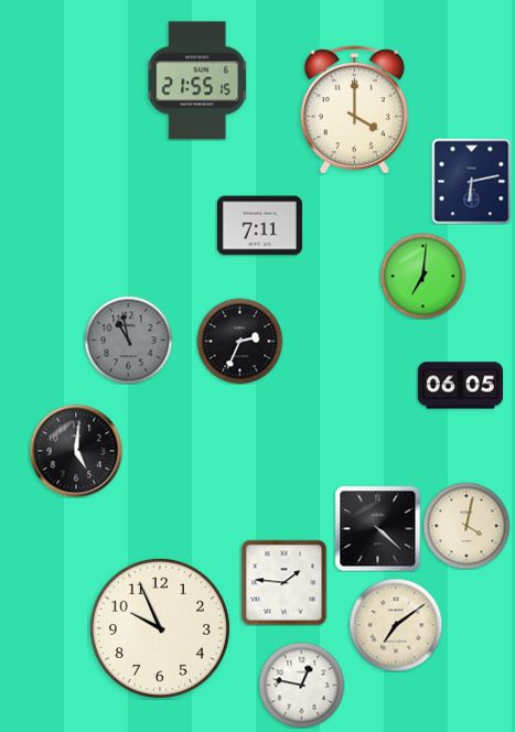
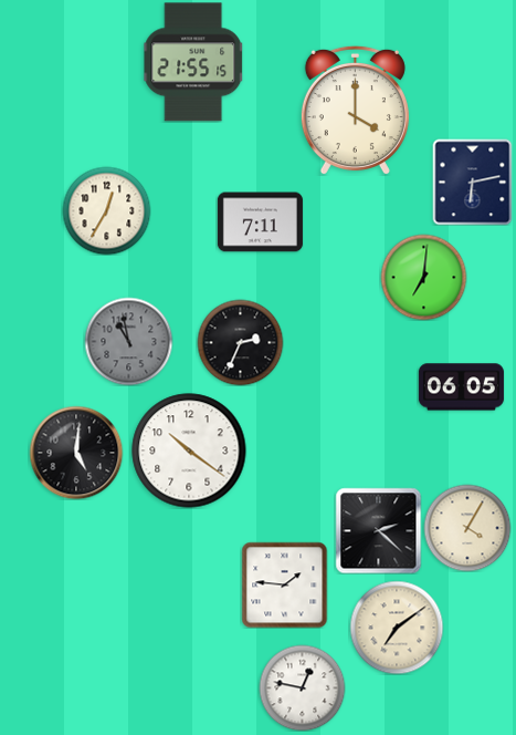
clock at (197, 80) position: (197, 80) -> (193, 62)
clock at (106, 210): none -> 12:35
clock at (259, 226) position: (259, 226) -> (260, 222)
clock at (189, 451): none -> 10:21
clock at (466, 526): 4:02 -> 4:05
clock at (377, 528): 4:22 -> 2:22
clock at (160, 628): 9:56 -> none
